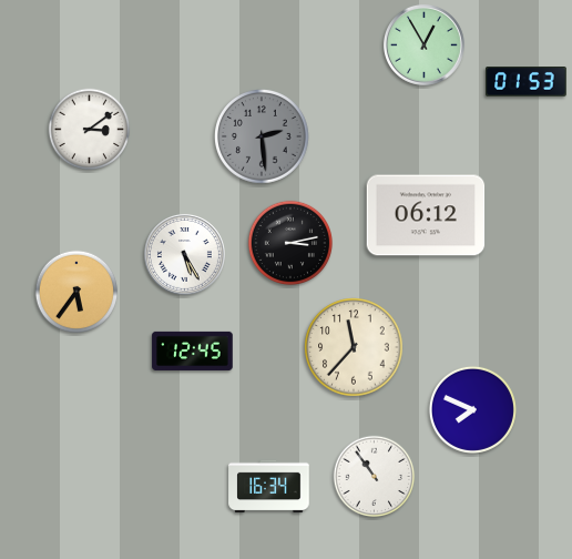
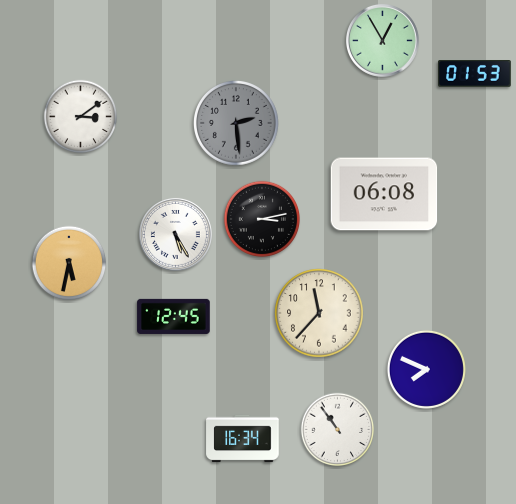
clock at (426, 215): 06:12 -> 06:08
clock at (184, 254) position: (184, 254) -> (175, 234)
clock at (76, 292): 5:36 -> 5:32
